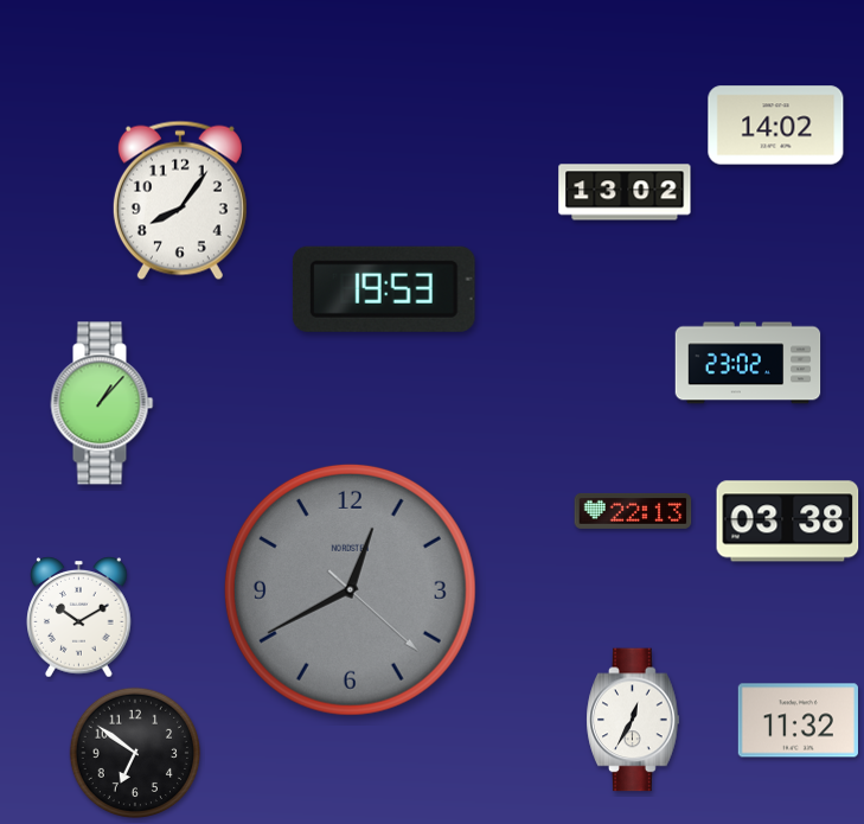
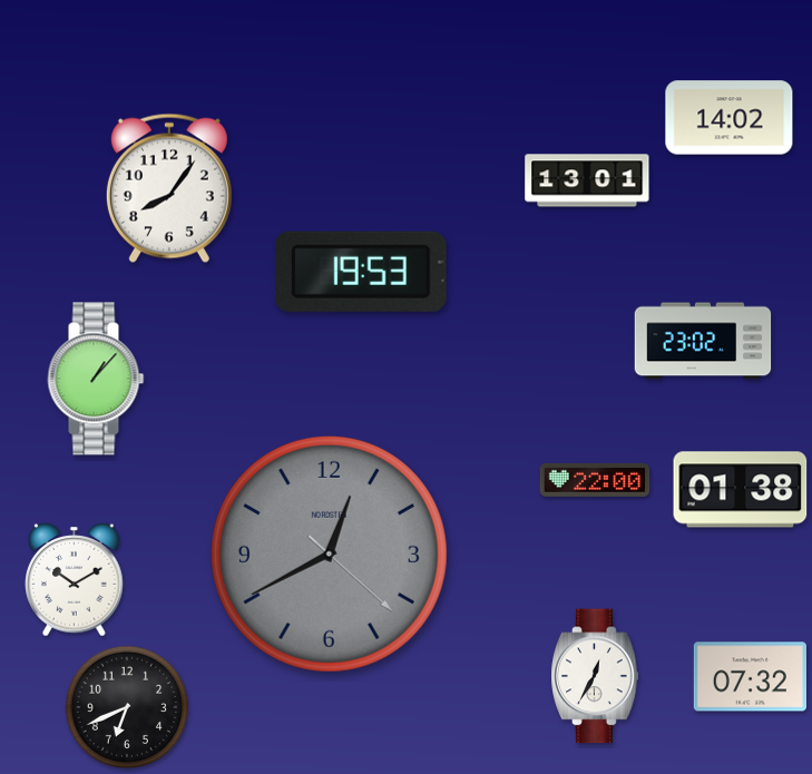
clock at (625, 192): 13:02 -> 13:01
clock at (633, 511): 22:13 -> 22:00
clock at (788, 522): 03:38 -> 01:38
clock at (798, 721): 11:32 -> 07:32
clock at (135, 753): 6:51 -> 6:41
